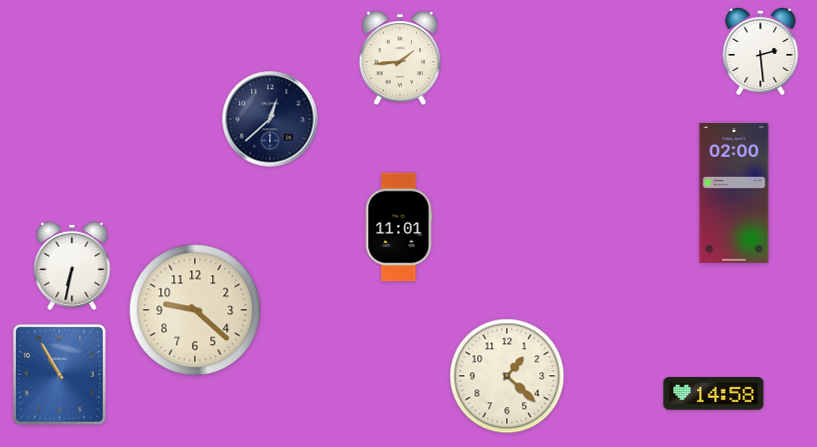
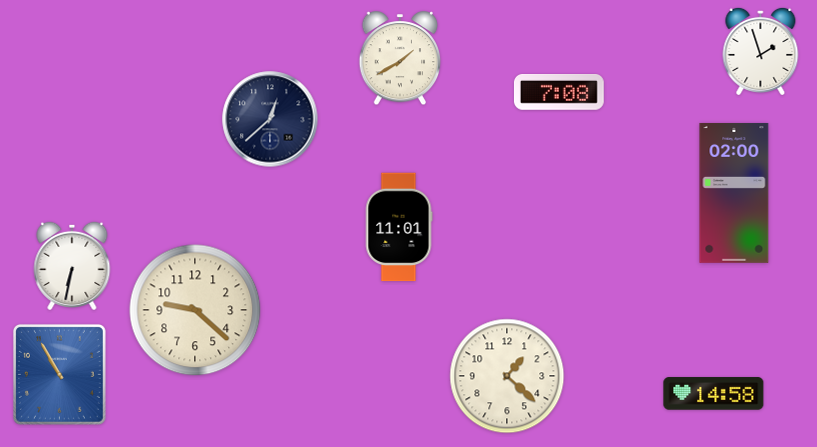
clock at (761, 51): 2:29 -> 1:57
clock at (400, 59): 1:44 -> 1:40
clock at (559, 93): none -> 7:08
